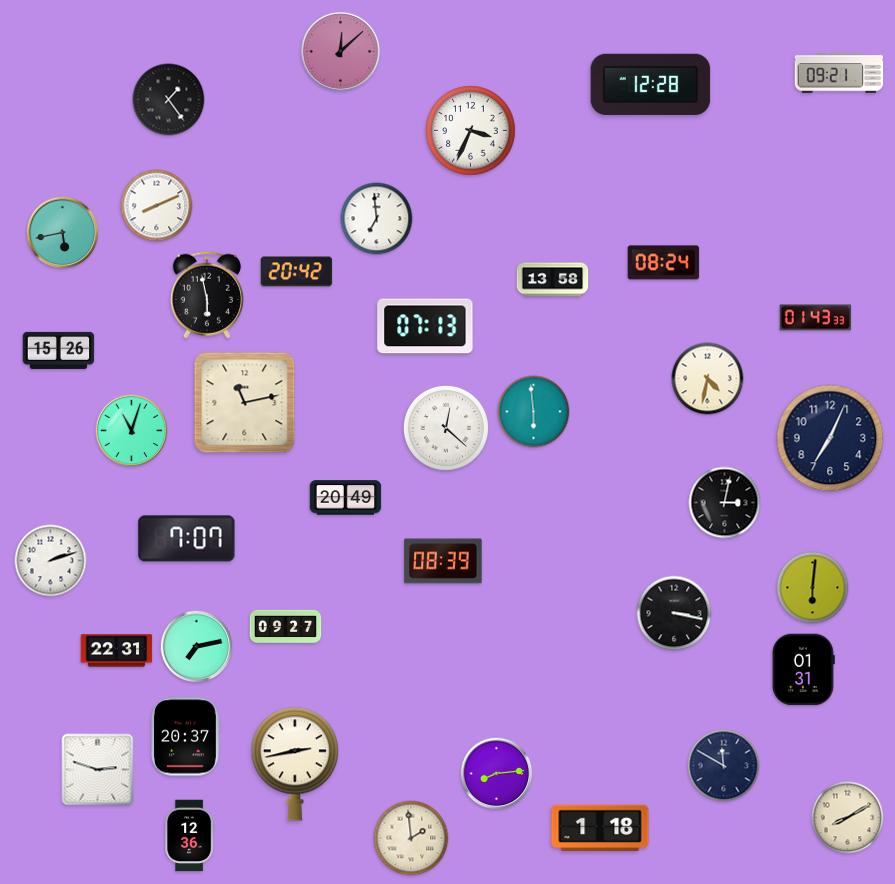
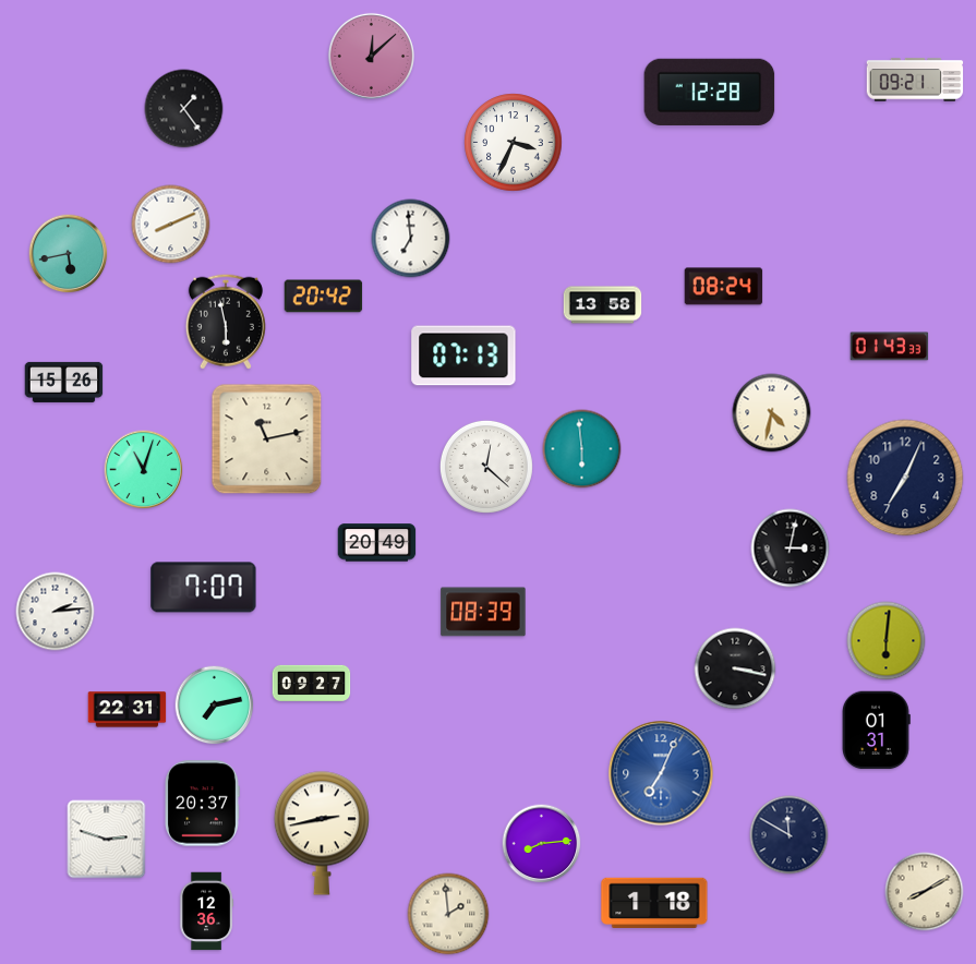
clock at (51, 561): 2:12 -> 2:14
clock at (661, 773): none -> 7:04
